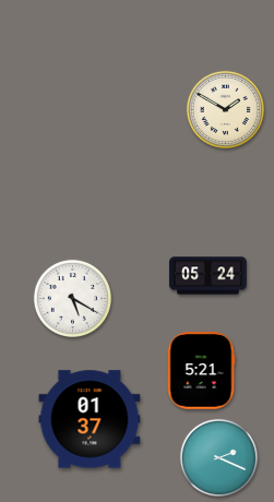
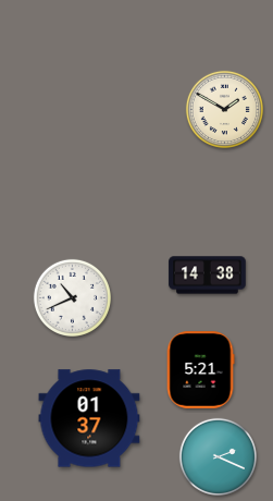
clock at (209, 276): 05:24 -> 14:38
clock at (72, 298): 5:20 -> 10:41
